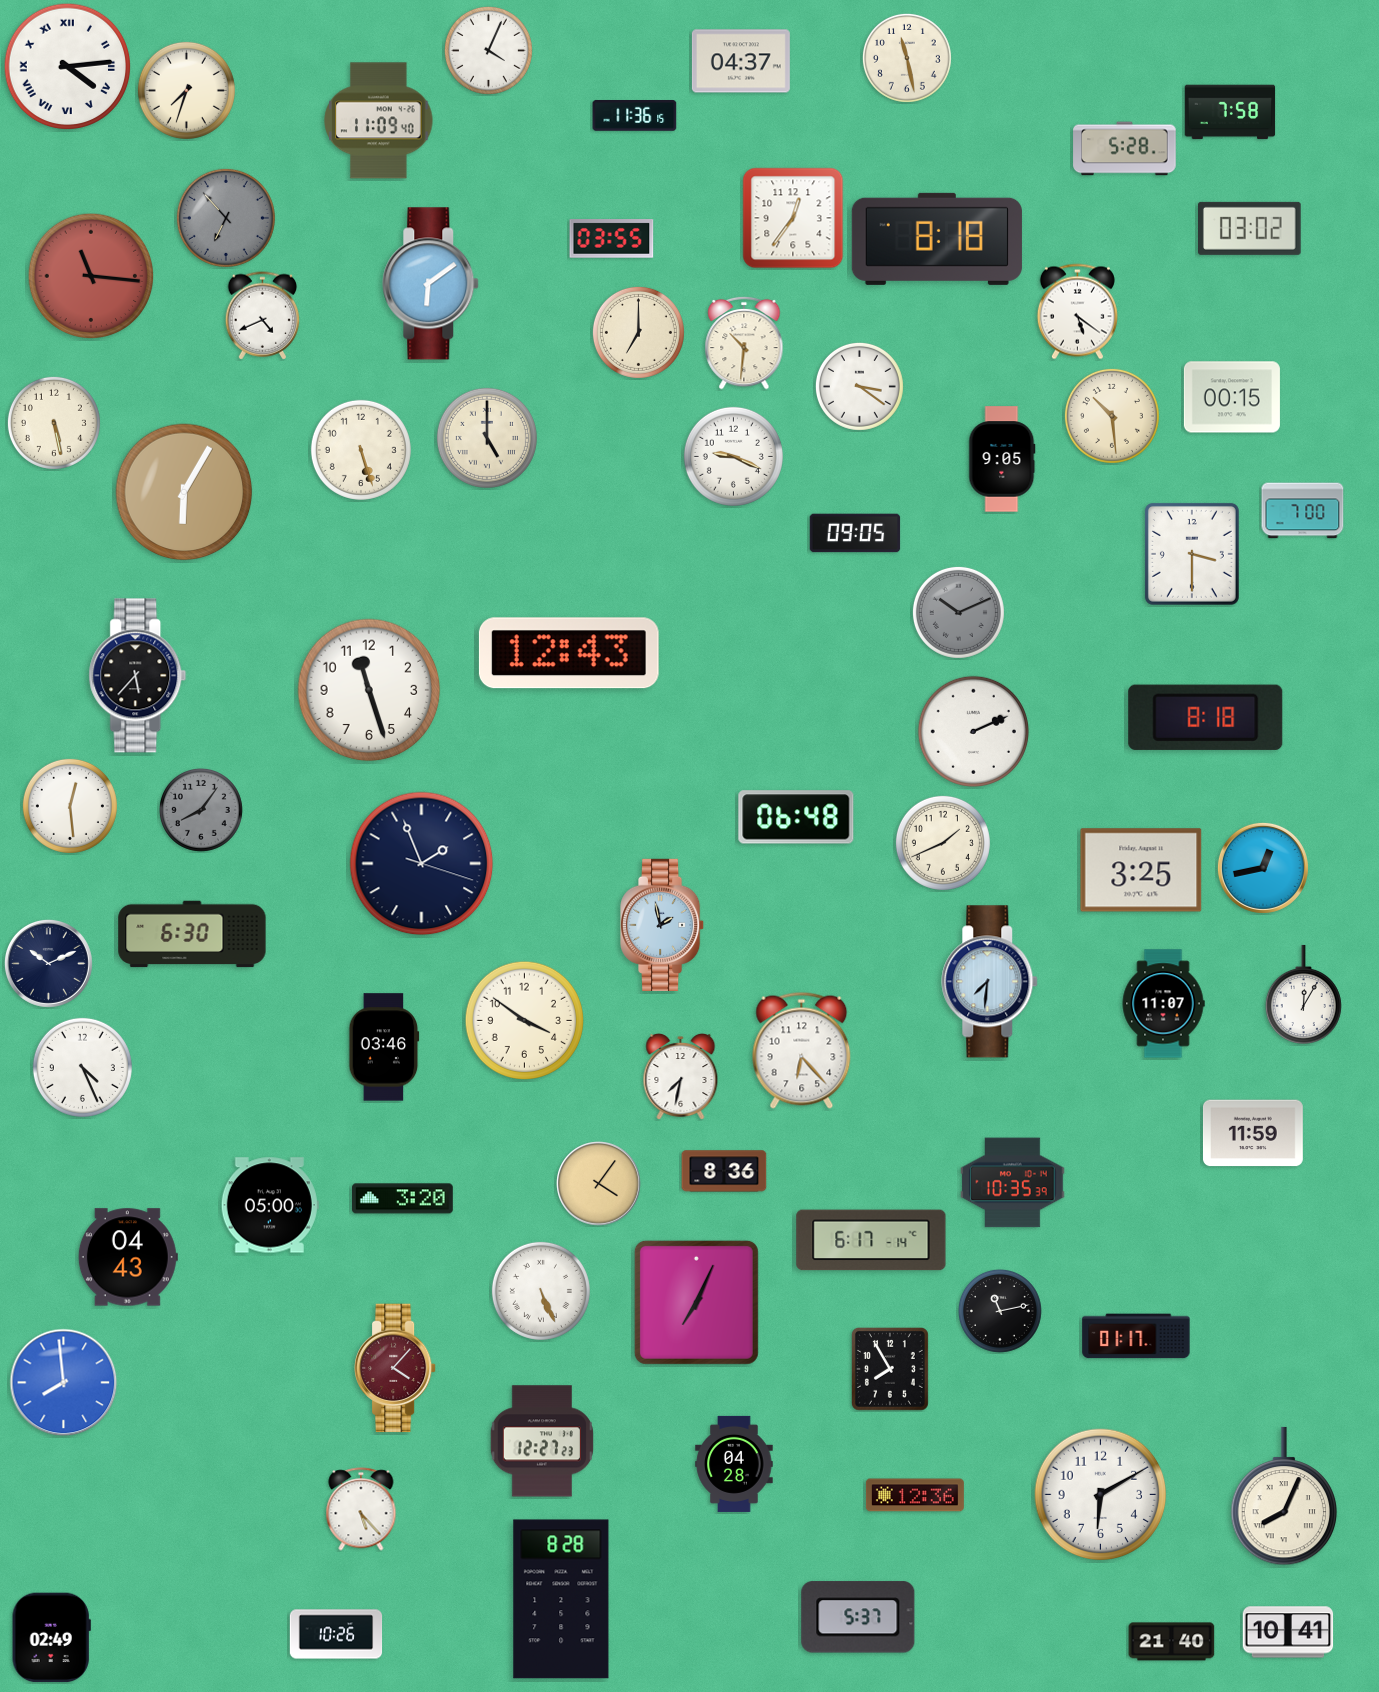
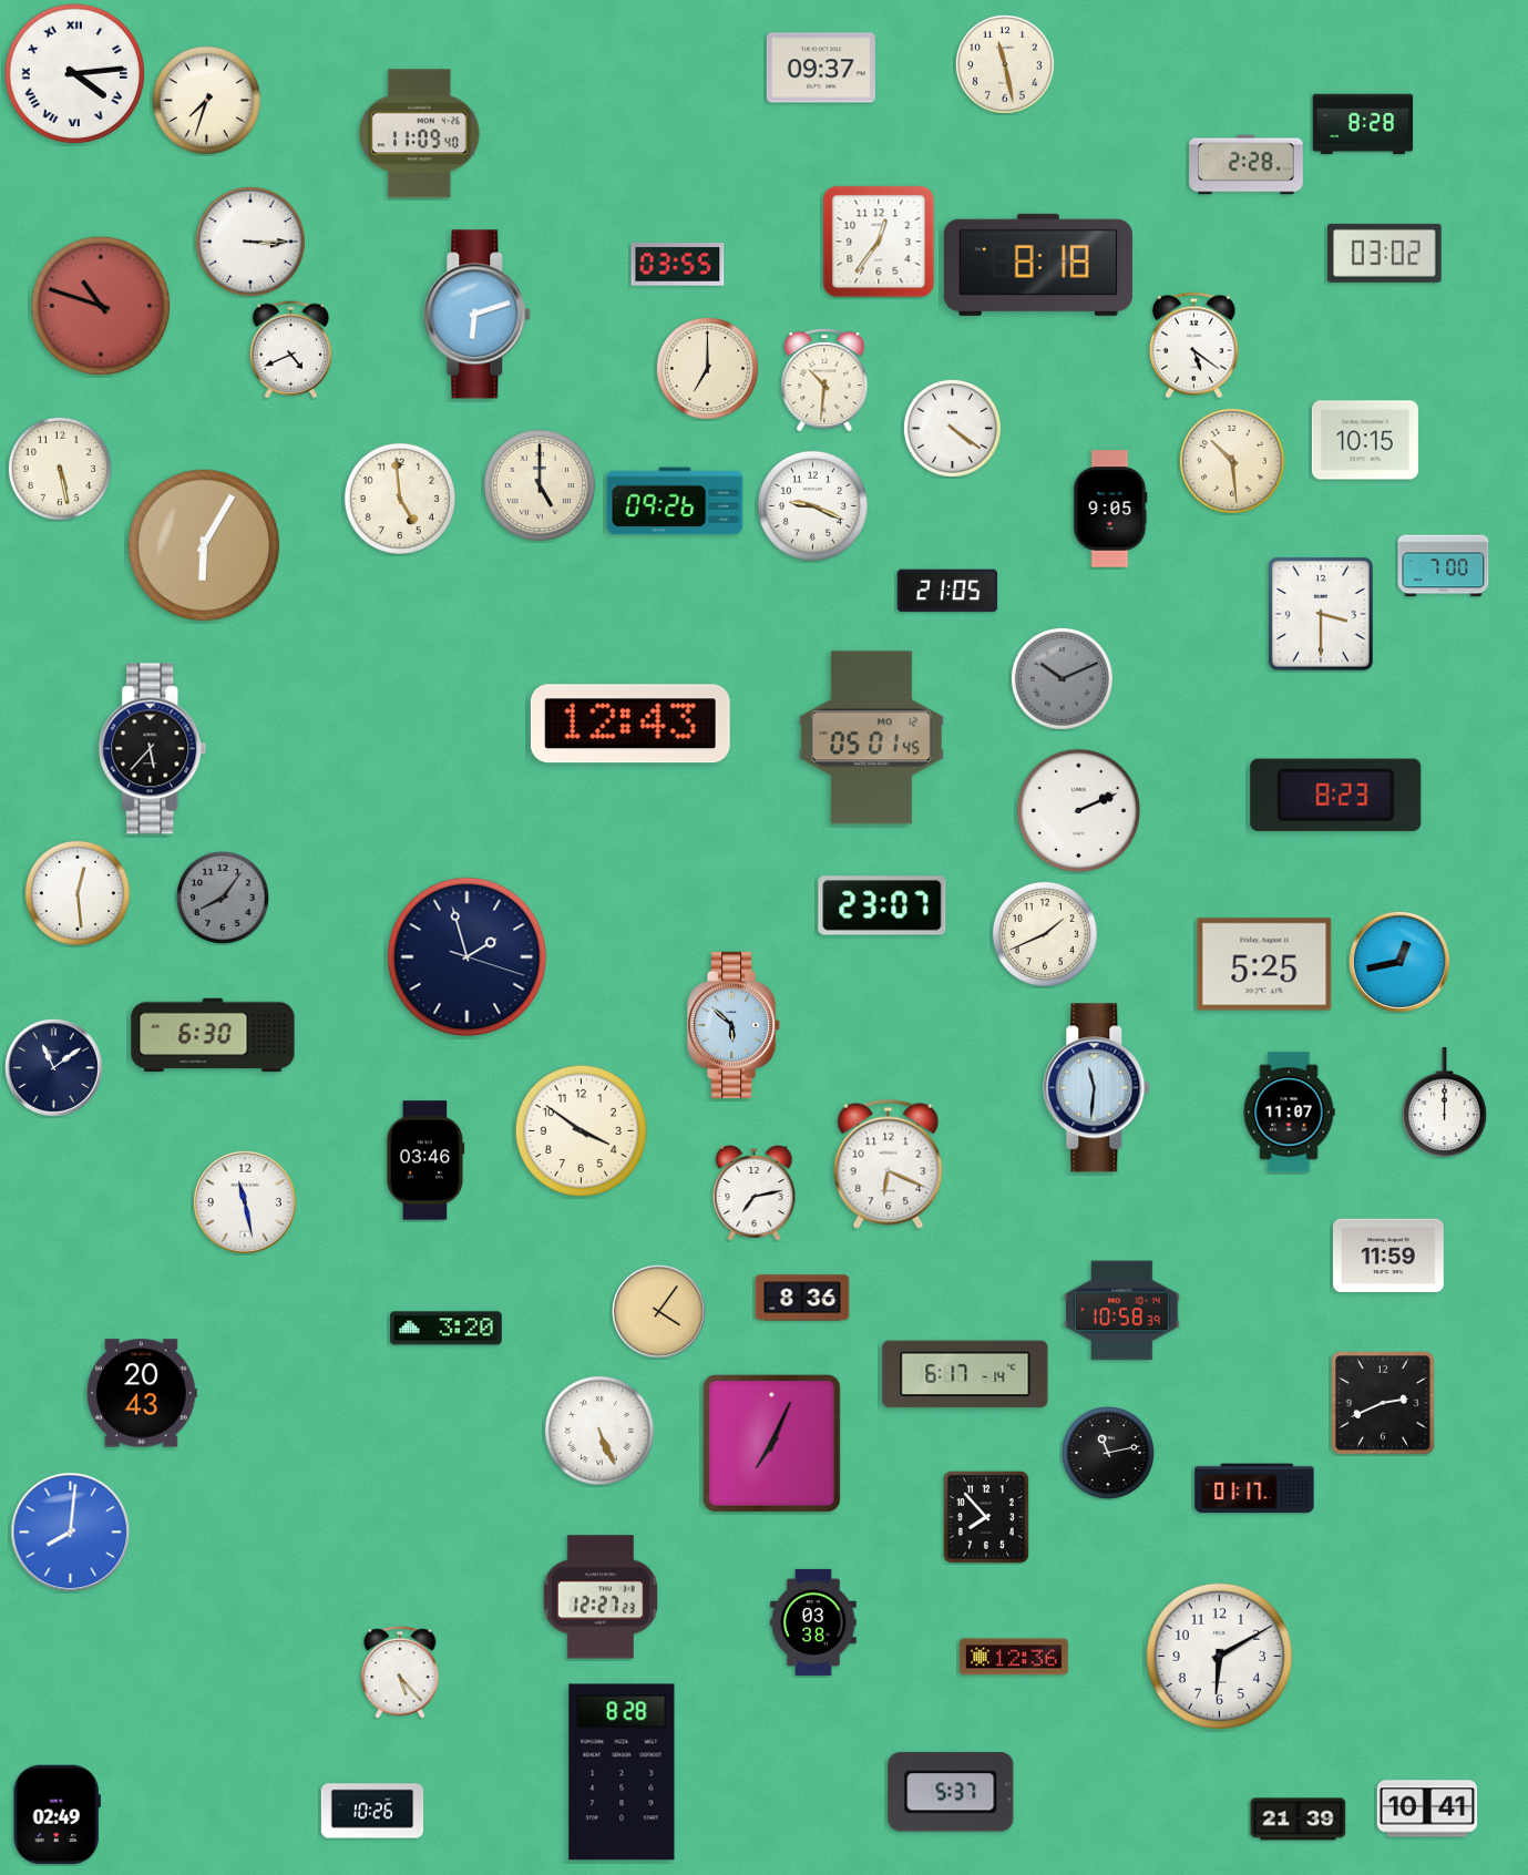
clock at (488, 50): 4:04 -> none
clock at (741, 61): 04:37 -> 09:37
clock at (1230, 112): 7:58 -> 8:28
clock at (635, 116): 11:36 -> none
clock at (1125, 149): 5:28 -> 2:28
clock at (226, 218): 6:53 -> 3:15
clock at (226, 218) dial: grey -> white
clock at (91, 276): 11:16 -> 10:48
clock at (431, 284): 6:09 -> 6:12
clock at (859, 386): 3:21 -> 4:21
clock at (1232, 397): 00:15 -> 10:15
clock at (361, 450): 5:27 -> 4:59
clock at (675, 501): none -> 09:26
clock at (855, 533): 09:05 -> 21:05
clock at (871, 738): none -> 05:01
clock at (369, 690): 11:27 -> none
clock at (1206, 717): 8:18 -> 8:23
clock at (796, 817): 06:48 -> 23:07
clock at (422, 864): 1:56 -> 1:57
clock at (1141, 870): 3:25 -> 5:25
clock at (663, 925): 1:58 -> 5:52
clock at (48, 963): 10:11 -> 11:09
clock at (990, 982): 7:31 -> 11:31
clock at (1303, 994): 12:05 -> 12:00
clock at (802, 1050): 6:23 -> 6:19
clock at (82, 1067): 4:26 -> none
clock at (681, 1076): 7:32 -> 7:13
clock at (245, 1202): none -> 11:28
clock at (1013, 1183): 10:35 -> 10:58
clock at (599, 1184) position: (599, 1184) -> (659, 1312)
clock at (270, 1205): 05:00 -> none
clock at (128, 1257): 04:43 -> 20:43
clock at (1383, 1403): none -> 2:41
clock at (1136, 1336) position: (1136, 1336) -> (1254, 1488)
clock at (396, 1368): 4:07 -> none
clock at (890, 1369): 7:55 -> 7:53
clock at (64, 1383): 7:59 -> 8:01
clock at (734, 1464): 04:28 -> 03:38
clock at (1284, 1496): 8:04 -> none
clock at (1172, 1642): 21:40 -> 21:39
